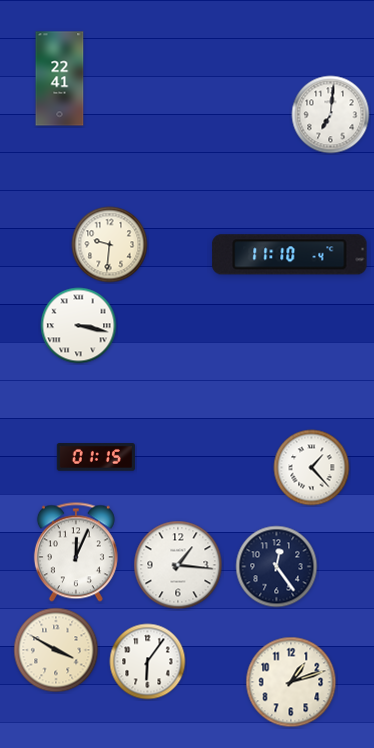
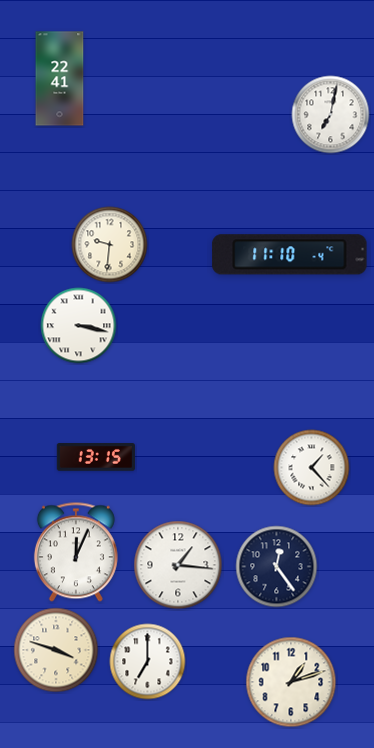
clock at (331, 115): 7:01 -> 7:02
clock at (96, 457): 01:15 -> 13:15
clock at (56, 650): 3:50 -> 3:48
clock at (148, 662): 6:06 -> 7:00
